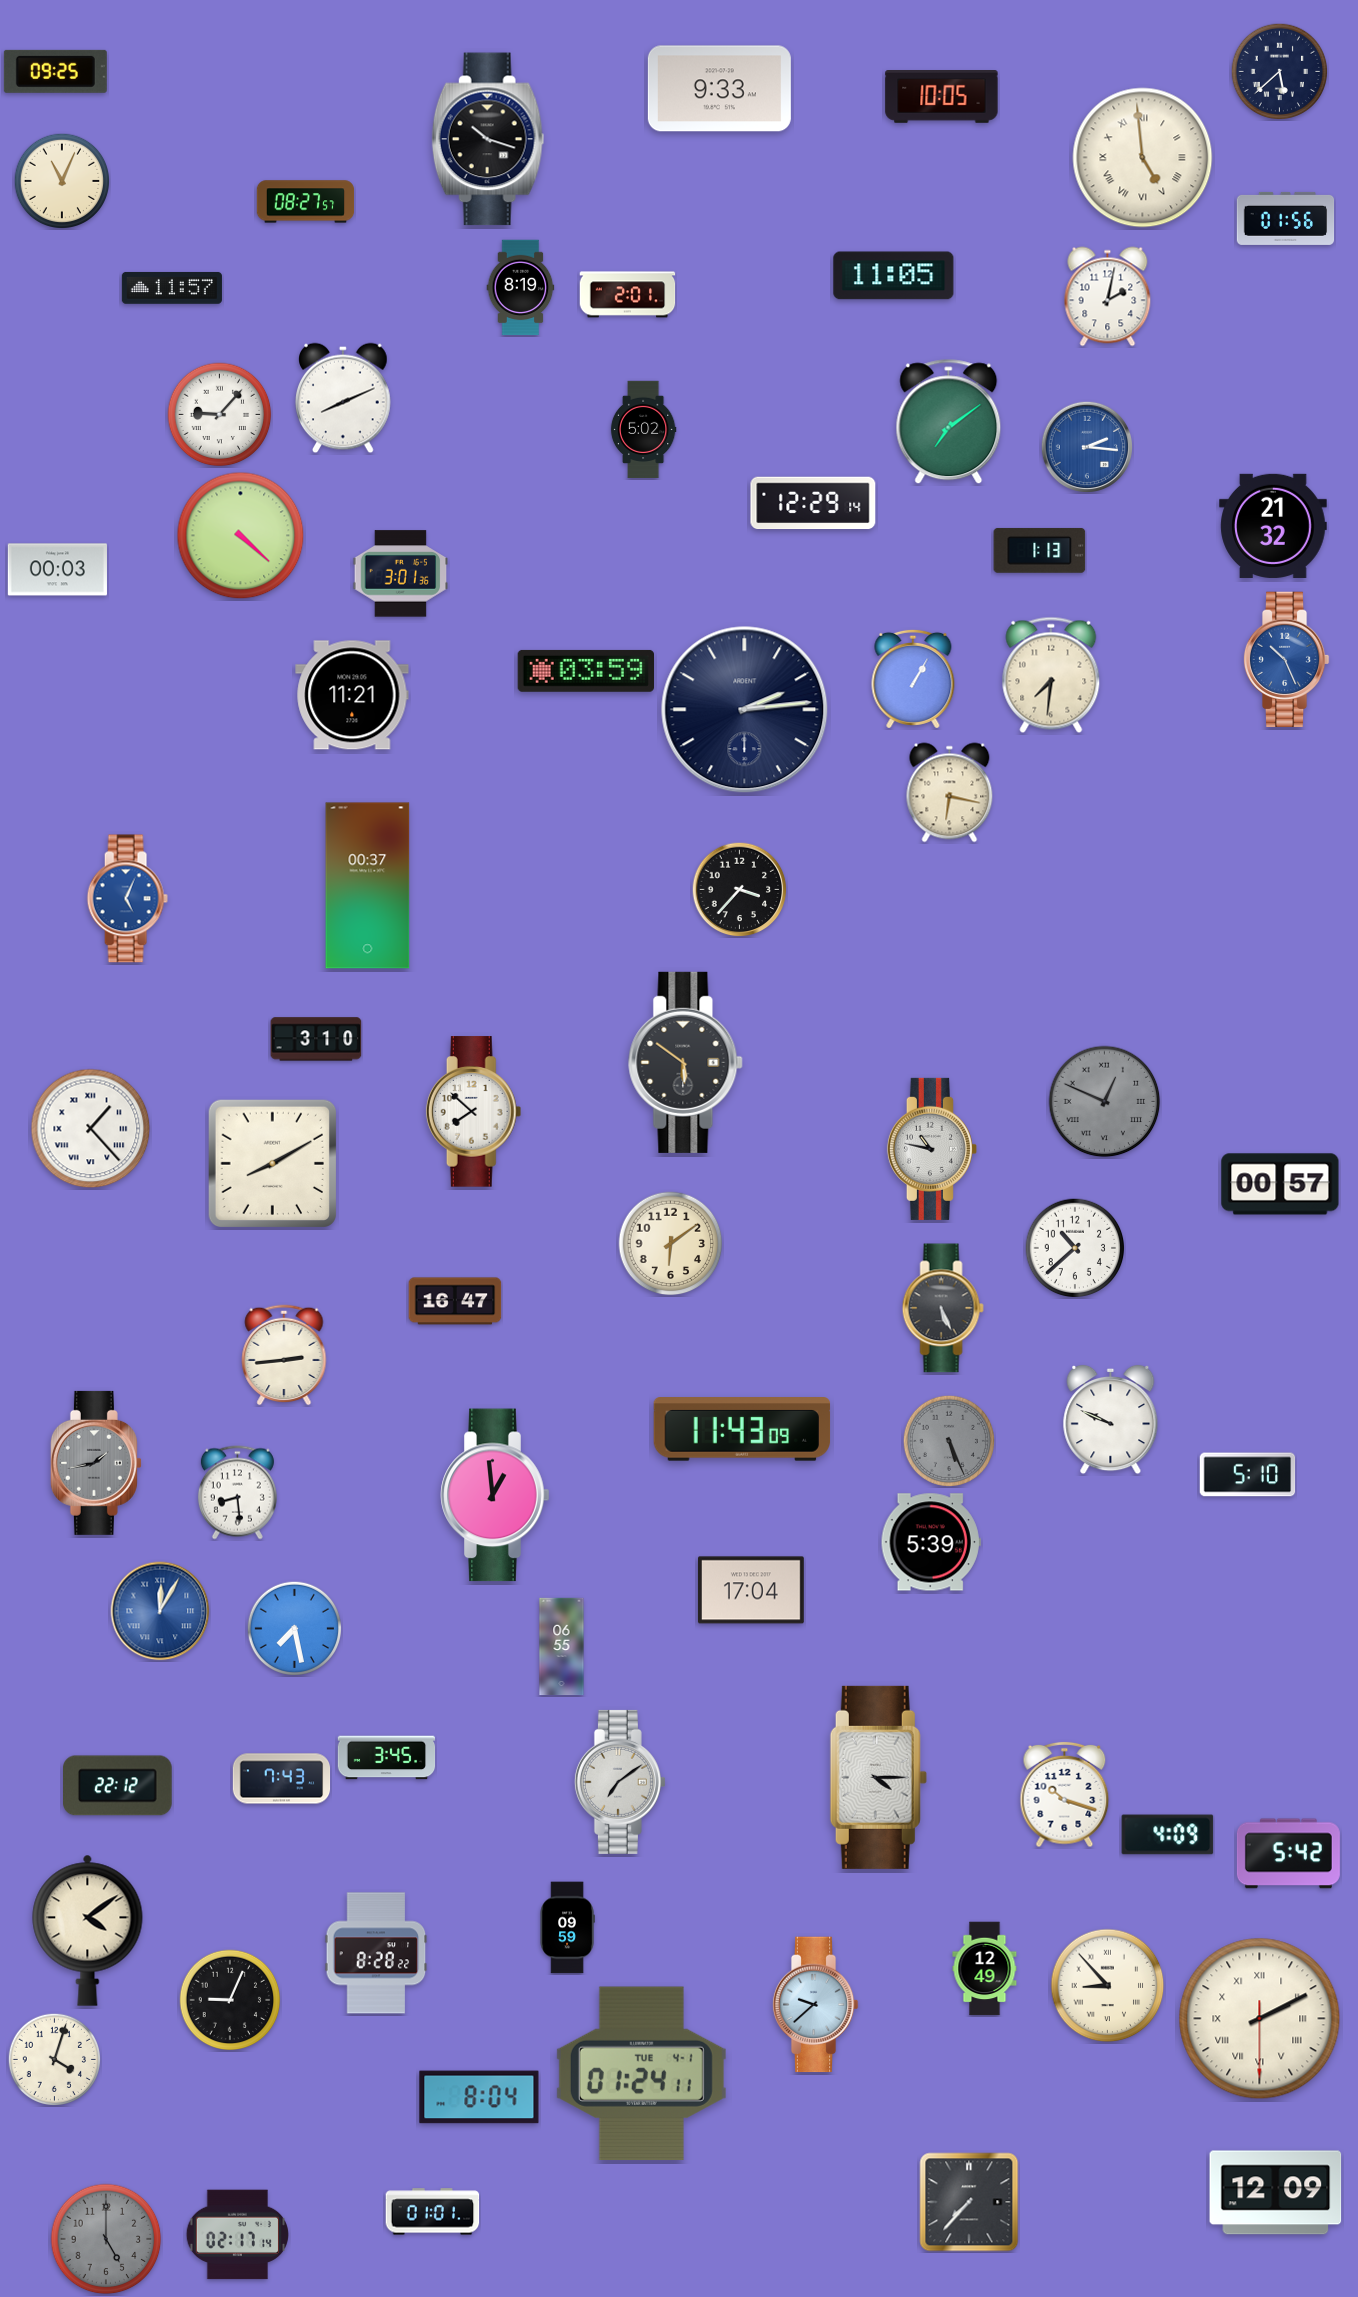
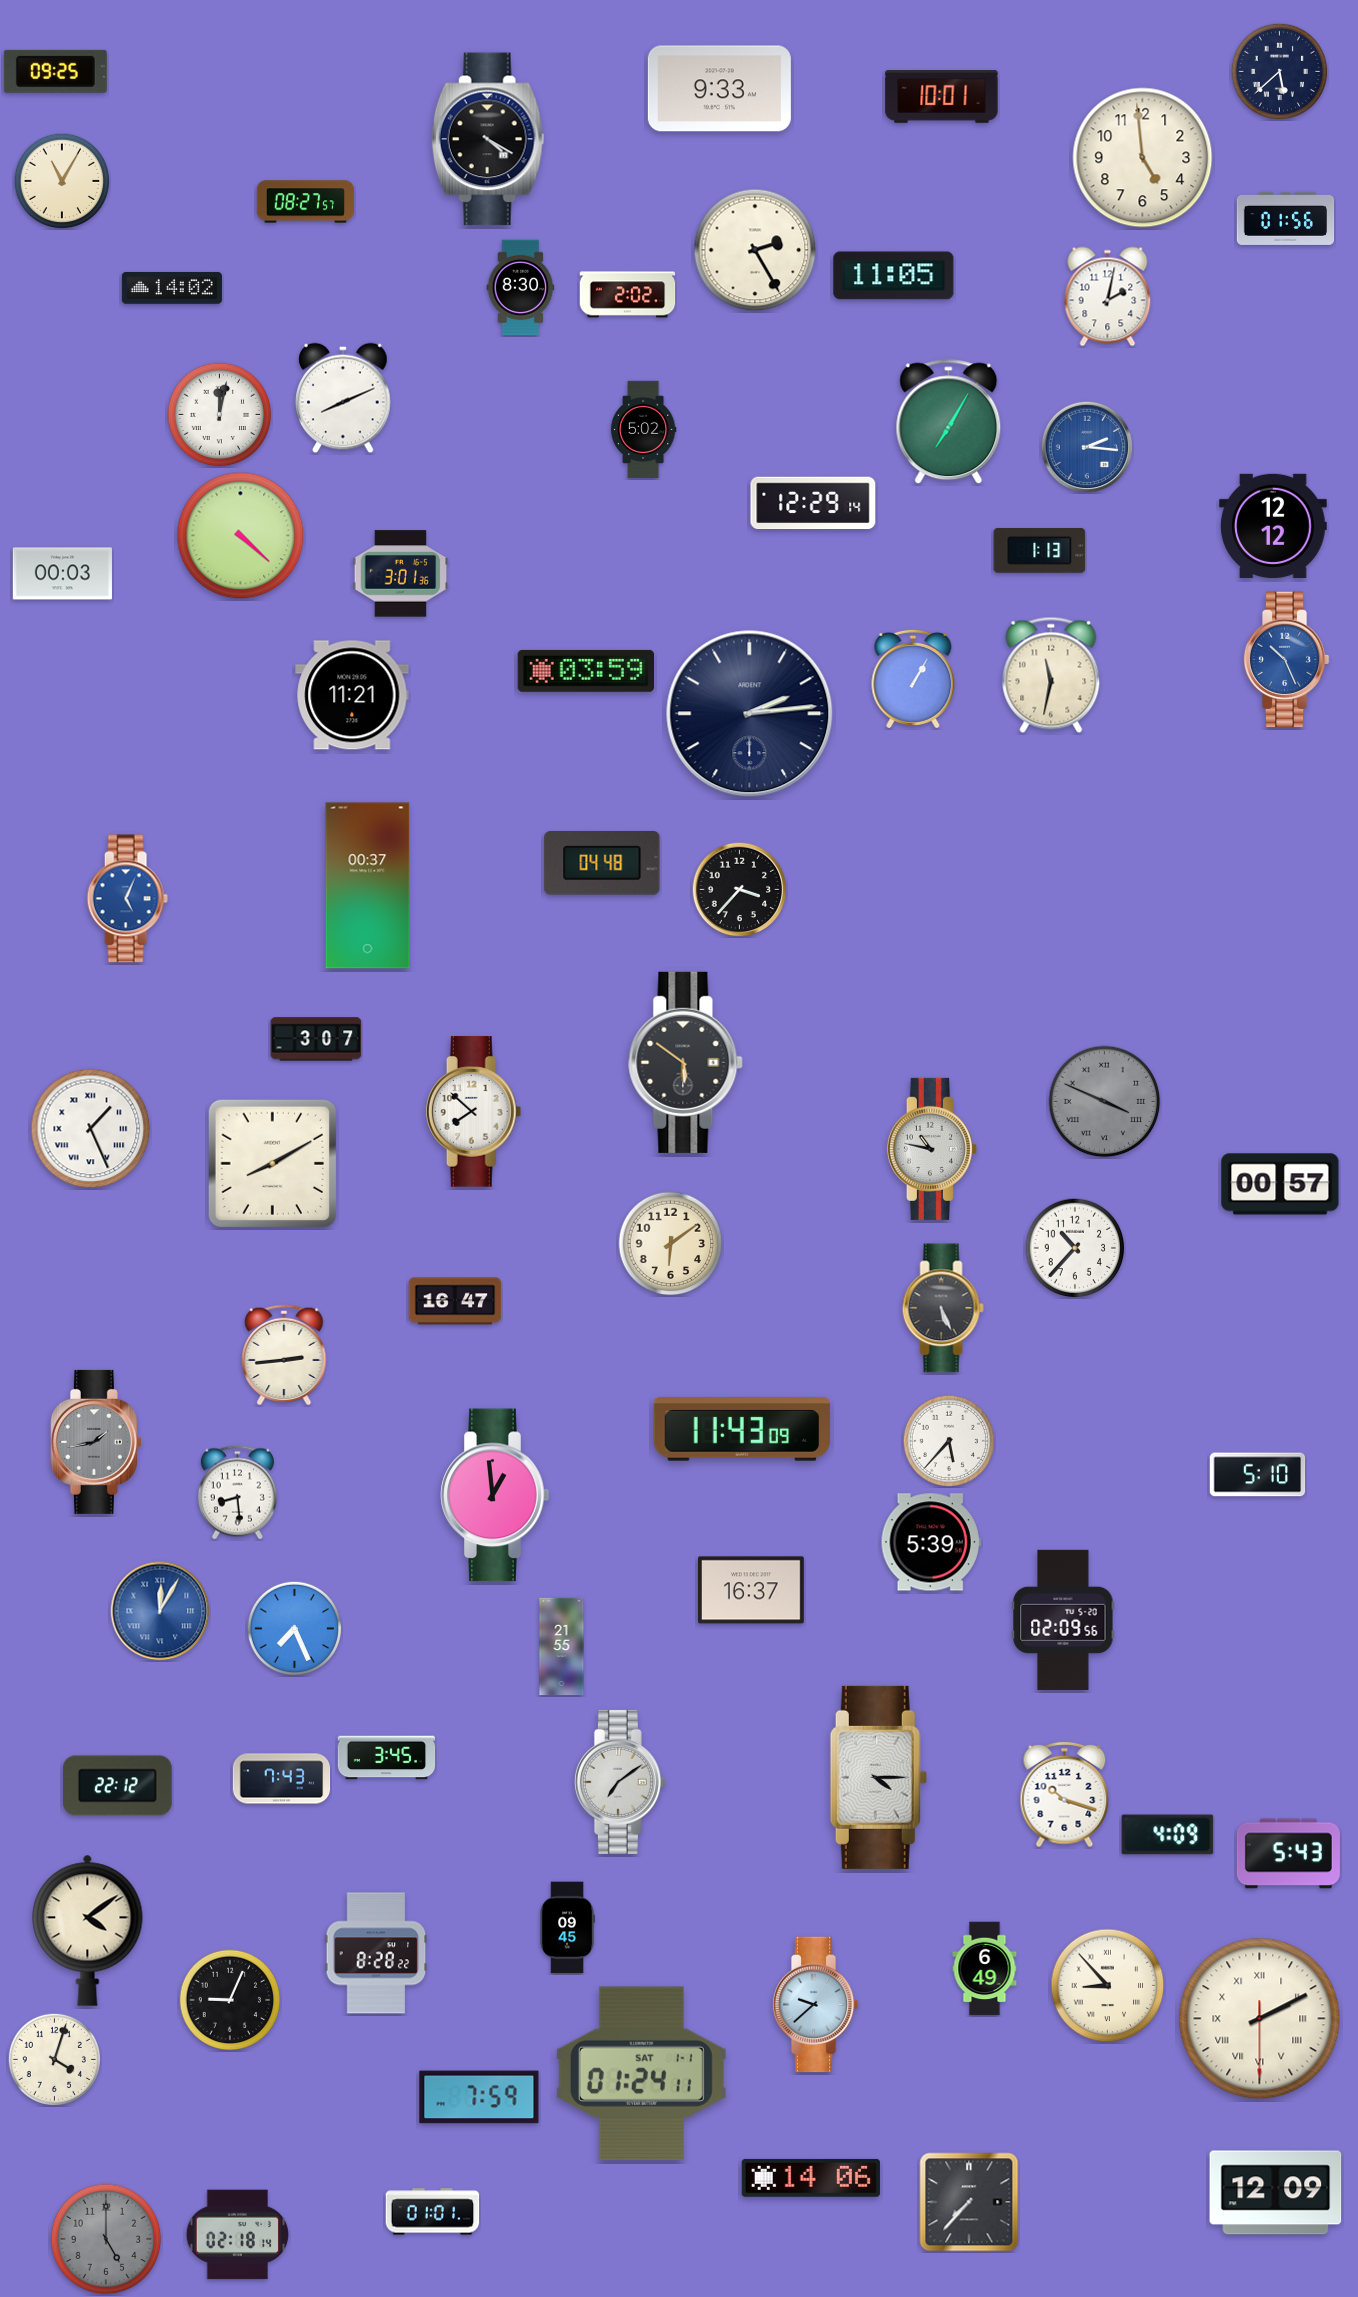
clock at (942, 97): 10:05 -> 10:01
clock at (488, 139): 10:18 -> 4:20
clock at (1143, 158) numerals: Roman -> Arabic
clock at (62, 181): 11:04 -> 11:05
clock at (755, 250): none -> 2:25
clock at (172, 288): 11:57 -> 14:02
clock at (521, 288): 8:19 -> 8:30
clock at (628, 295): 2:01 -> 2:02
clock at (220, 415): 9:07 -> 12:02
clock at (949, 422): 7:09 -> 7:05
clock at (1273, 526): 21:32 -> 12:12
clock at (57, 570) position: (57, 570) -> (62, 574)
clock at (1051, 675): 7:31 -> 11:32
clock at (745, 710) position: (745, 710) -> (750, 714)
clock at (950, 793): 6:17 -> none
clock at (602, 864): none -> 04:48
clock at (316, 1039): 3:10 -> 3:07
clock at (1105, 1102): 12:49 -> 3:49
clock at (91, 1129): 1:23 -> 1:26
clock at (1075, 1248): 10:38 -> 10:37
clock at (1111, 1420): 9:49 -> none
clock at (948, 1440): 5:26 -> 5:37
clock at (948, 1440) dial: grey -> white
clock at (96, 1463) position: (96, 1463) -> (96, 1442)
clock at (1248, 1475) position: (1248, 1475) -> (1258, 1475)
clock at (751, 1590): 17:04 -> 16:37
clock at (1063, 1620): none -> 02:09
clock at (294, 1628): 7:28 -> 7:26
clock at (562, 1647): 06:55 -> 21:55
clock at (1288, 1854): 5:42 -> 5:43
clock at (567, 1928): 09:59 -> 09:45
clock at (985, 1969): 12:49 -> 6:49
clock at (641, 2074) date: TUE 4-1 -> SAT 1-1
clock at (479, 2097): 8:04 -> 7:59
clock at (811, 2178): none -> 14:06
clock at (237, 2235): 02:17 -> 02:18
